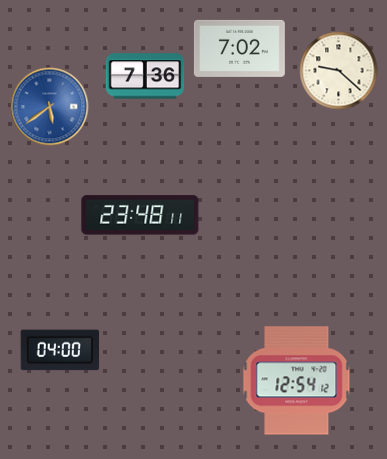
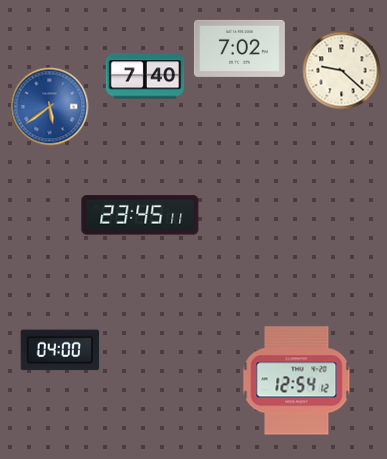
clock at (338, 70) position: (338, 70) -> (341, 70)
clock at (145, 76): 7:36 -> 7:40
clock at (140, 215): 23:48 -> 23:45
